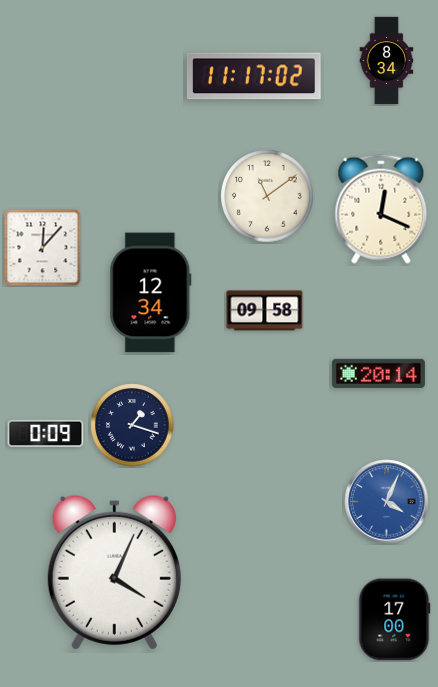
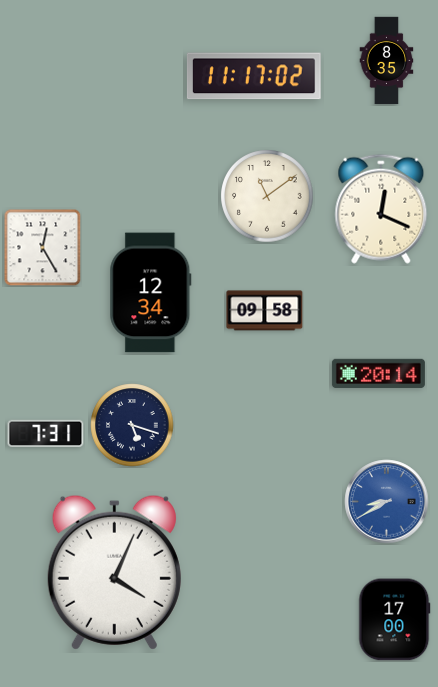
clock at (387, 61): 8:34 -> 8:35
clock at (42, 247): 12:07 -> 12:25
clock at (132, 425): 1:18 -> 5:18
clock at (46, 434): 0:09 -> 7:31
clock at (387, 502): 4:04 -> 8:40
